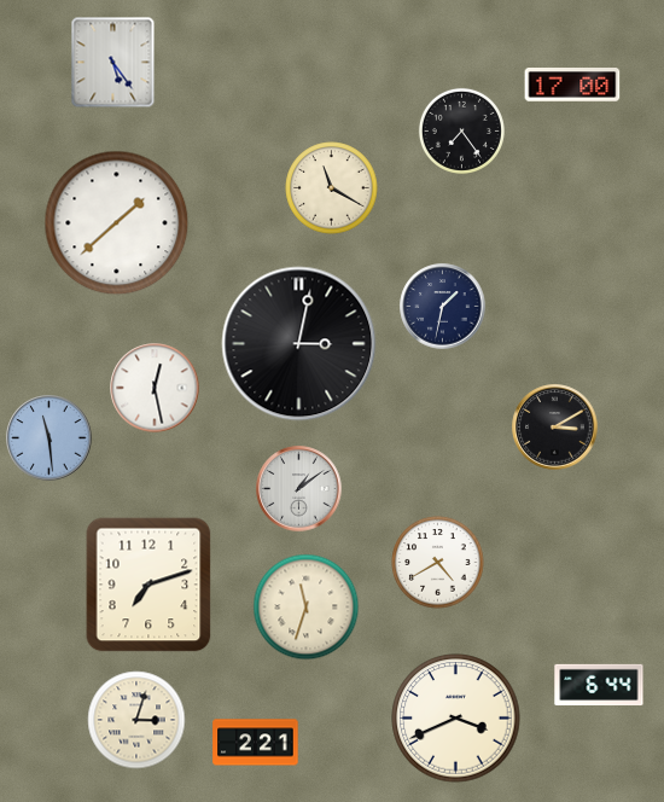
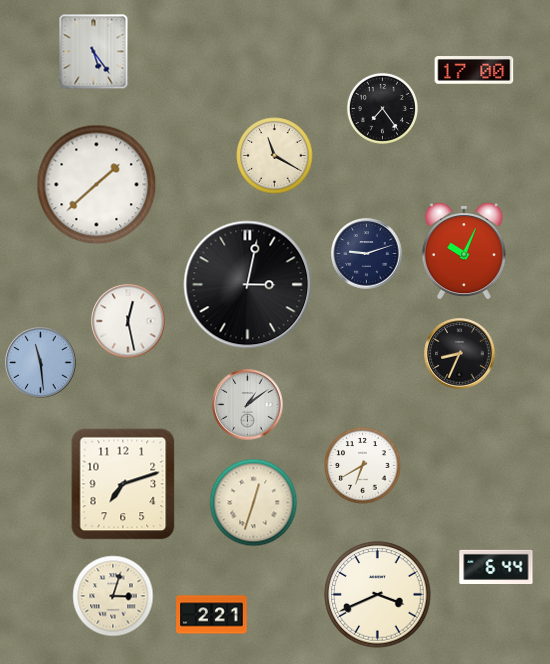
clock at (464, 251): none -> 10:04
clock at (443, 307): 1:32 -> 9:12
clock at (555, 428): 3:10 -> 8:34
clock at (438, 563): 4:40 -> 6:40
clock at (307, 608): 11:33 -> 12:33
